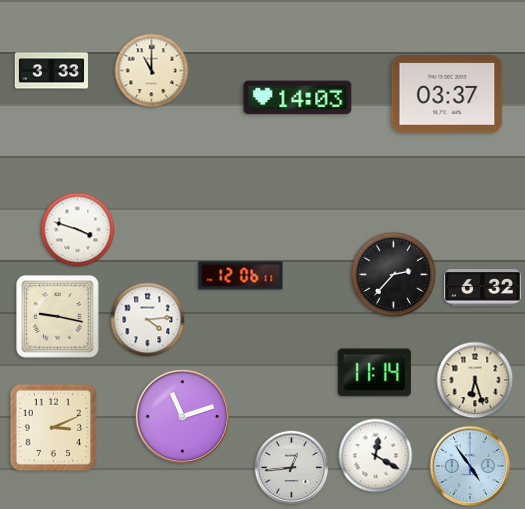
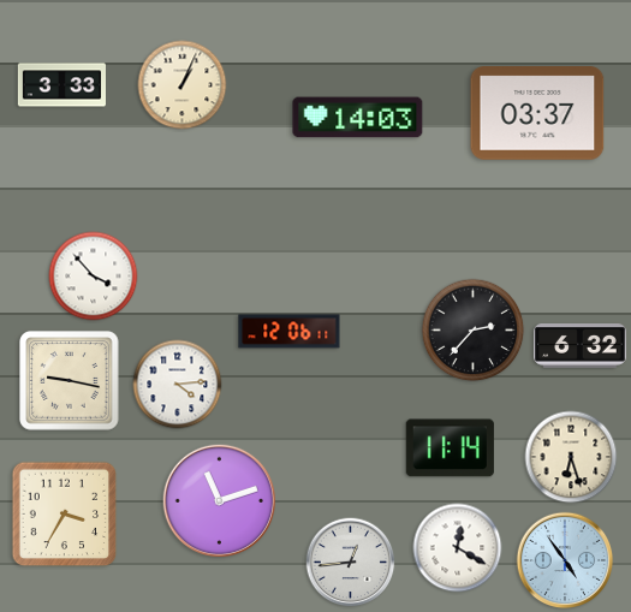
clock at (152, 71): 11:00 -> 1:04
clock at (78, 230): 3:48 -> 3:53
clock at (54, 428): 3:11 -> 3:35
clock at (376, 456) position: (376, 456) -> (458, 548)
